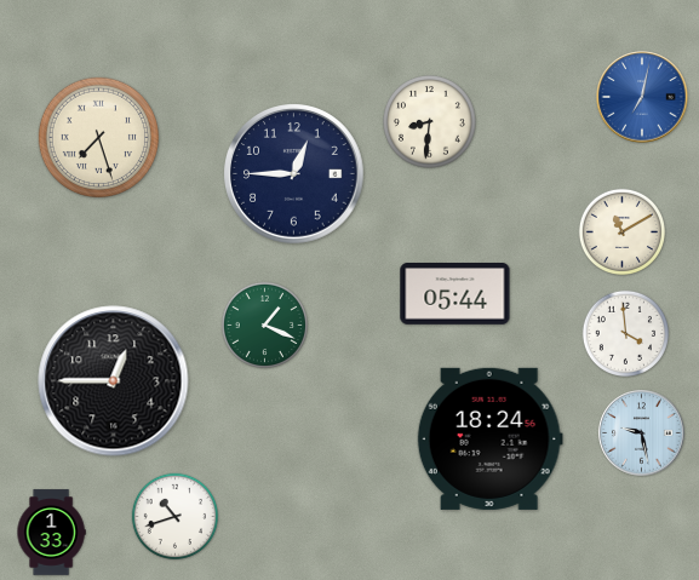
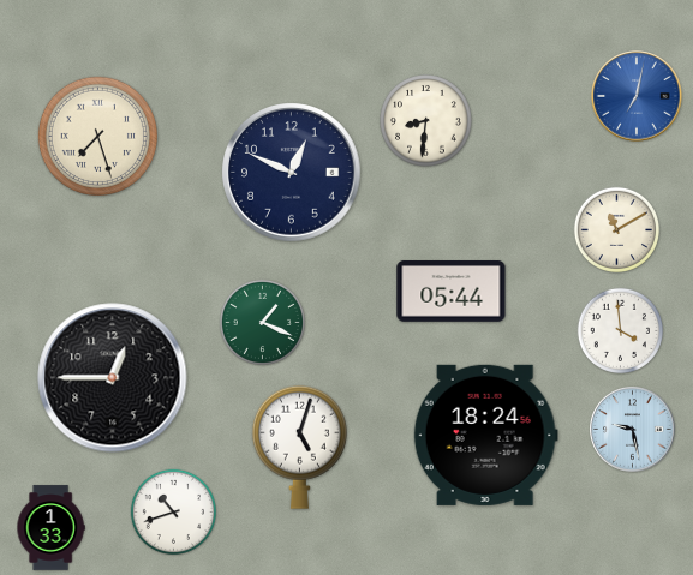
clock at (294, 174): 12:45 -> 12:49
clock at (642, 433) position: (642, 433) -> (633, 430)
clock at (299, 447): none -> 5:03
